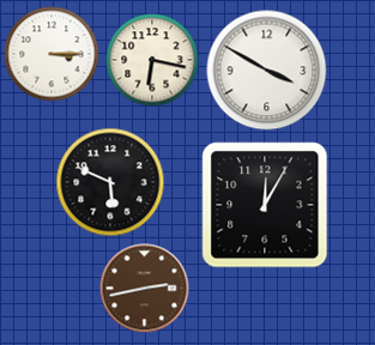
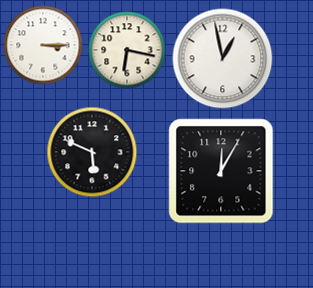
clock at (267, 71): 3:50 -> 12:58
clock at (145, 289): 2:43 -> none
